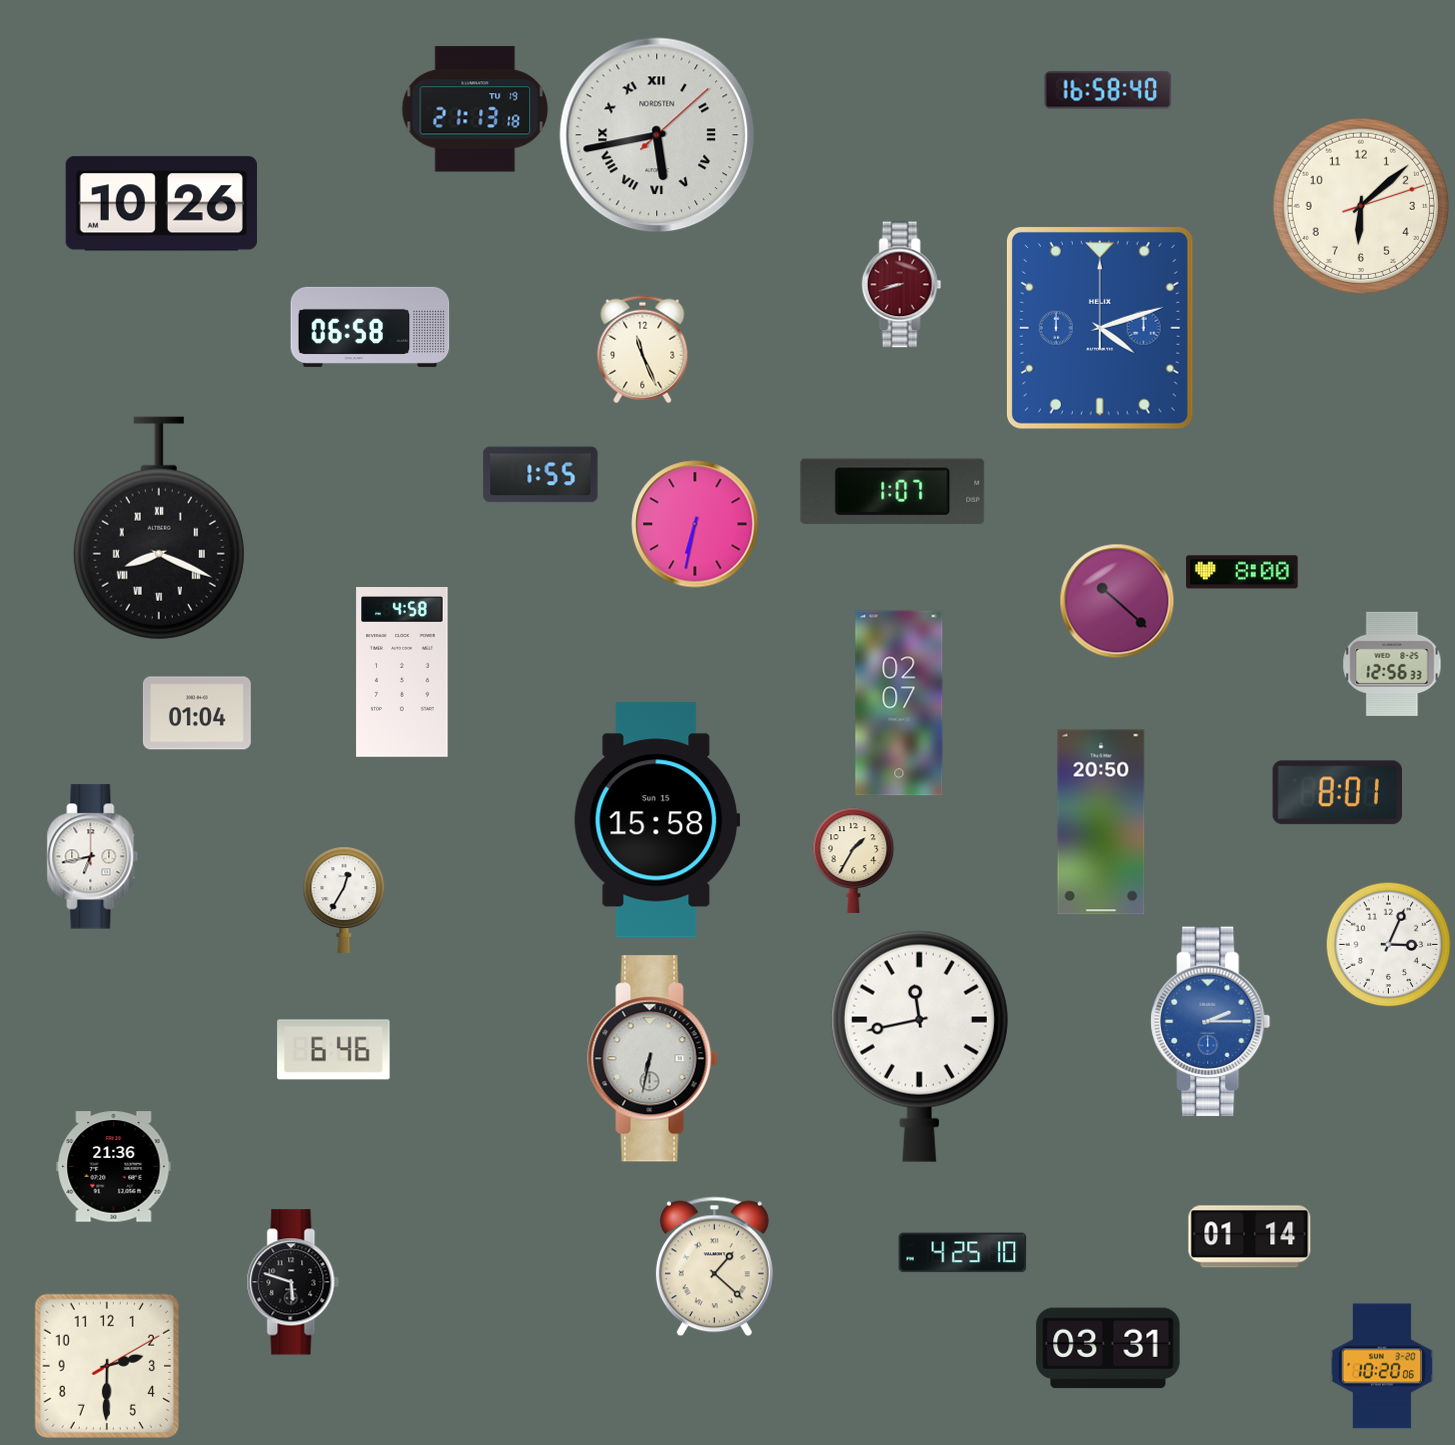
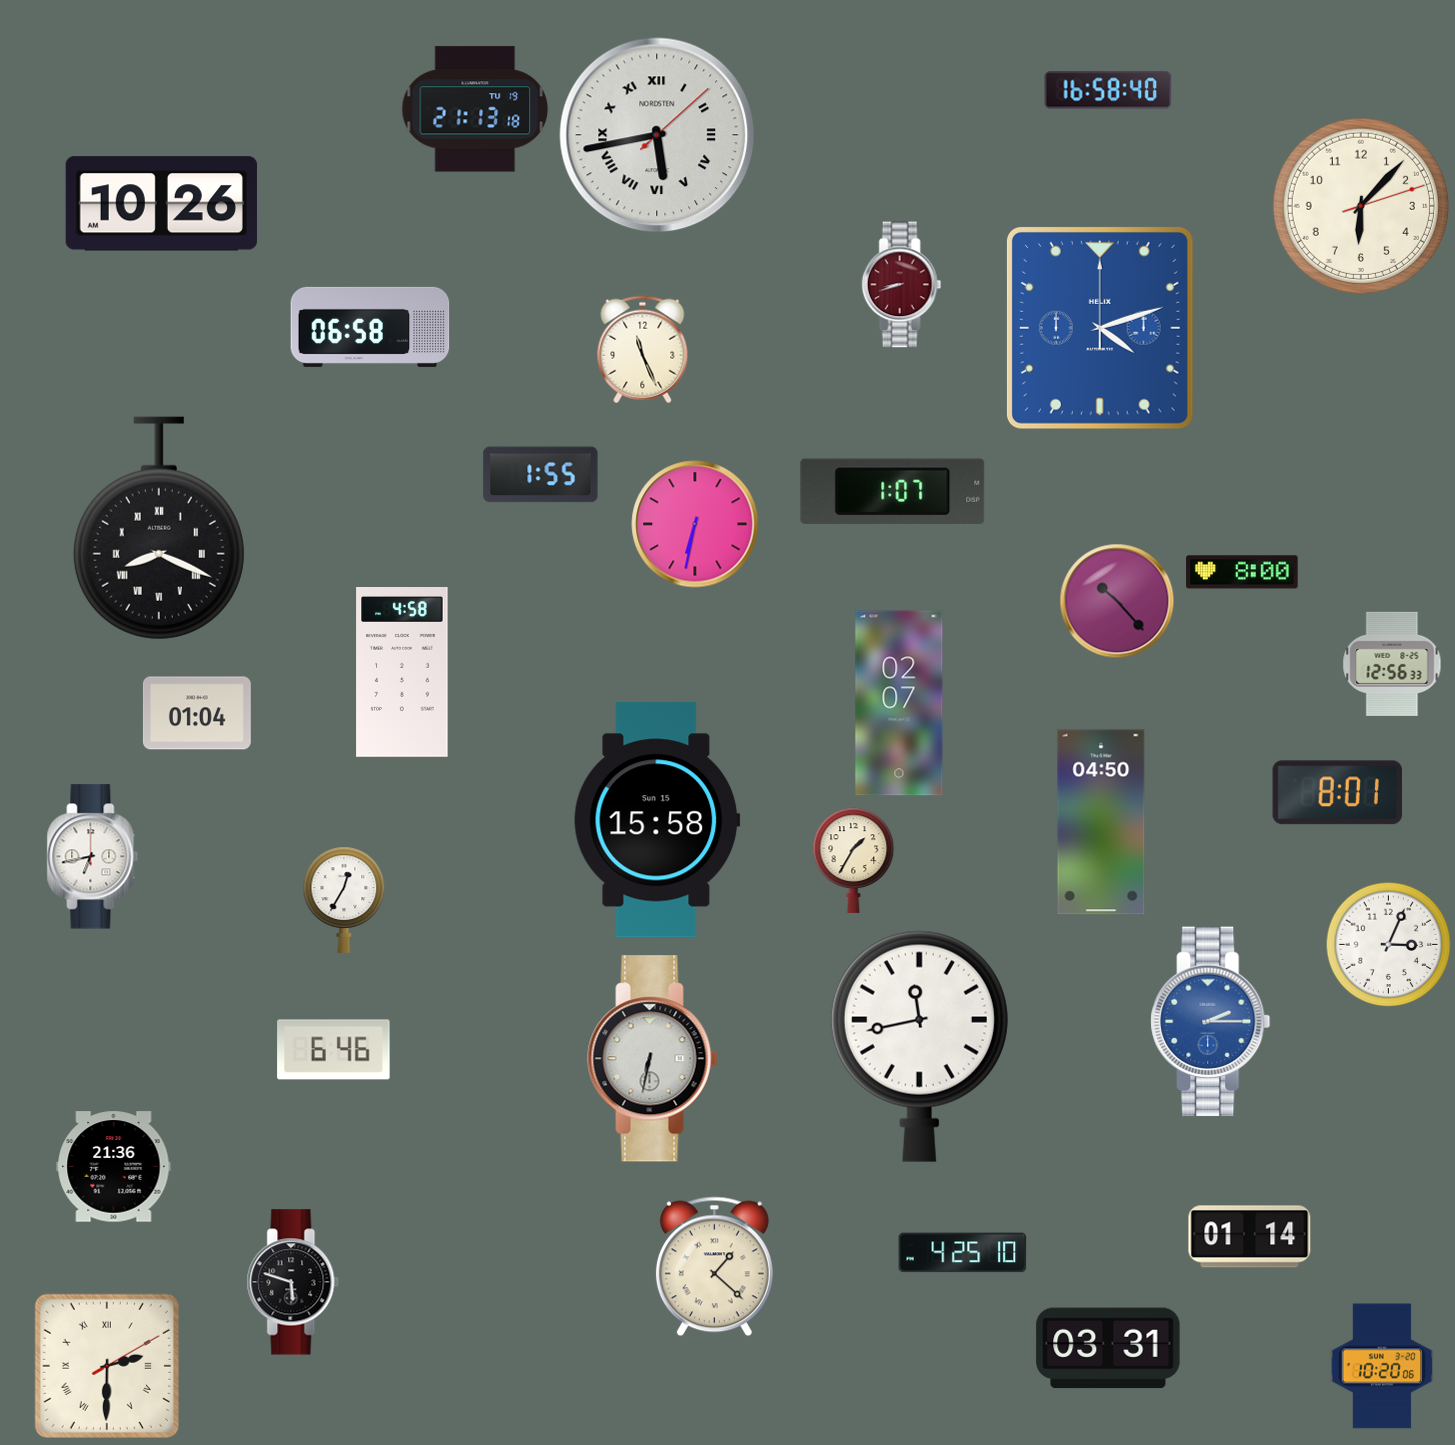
clock at (1361, 206): 6:08 -> 6:07
clock at (1117, 601): 10:22 -> 10:23
clock at (1101, 822): 20:50 -> 04:50
clock at (107, 1366) numerals: Arabic -> Roman
